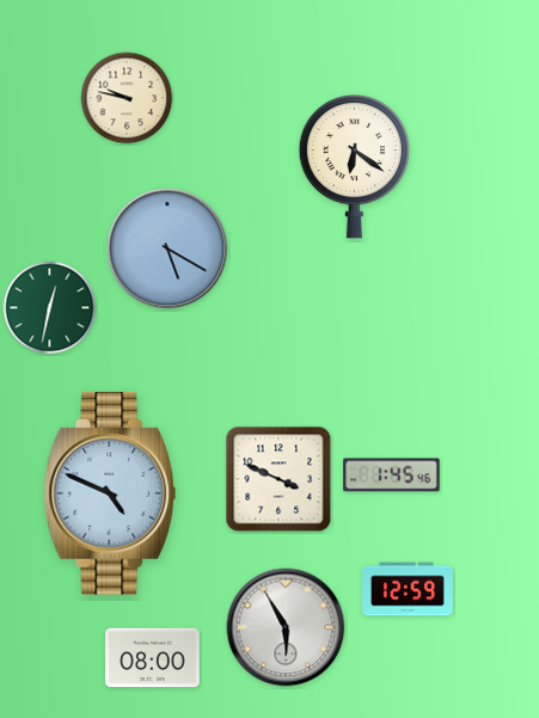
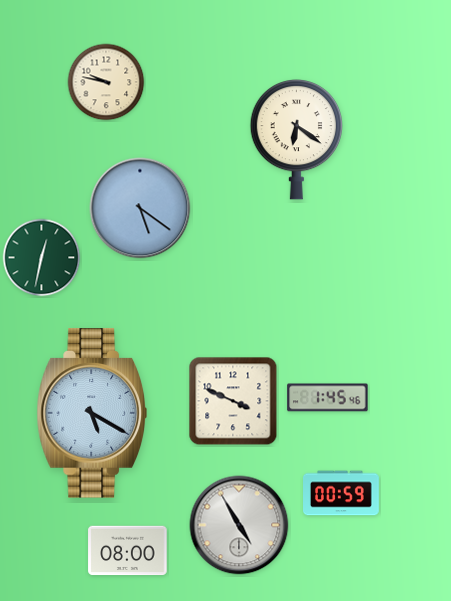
clock at (167, 248): 5:20 -> 5:21
clock at (109, 493): 4:49 -> 5:20
clock at (409, 589): 12:59 -> 00:59
clock at (286, 627): 5:55 -> 4:55
